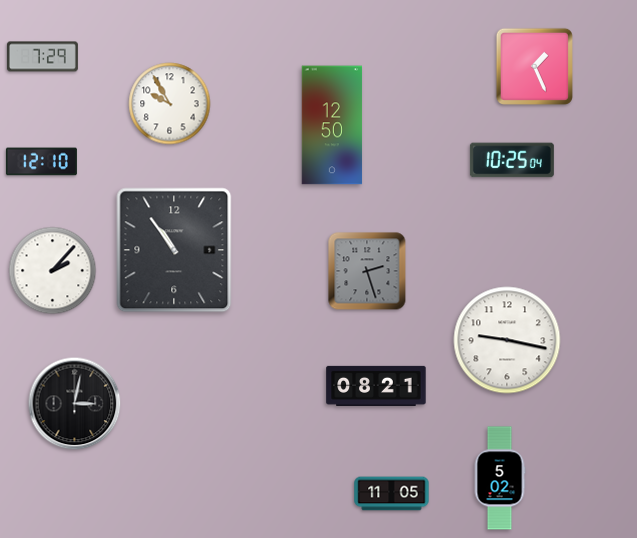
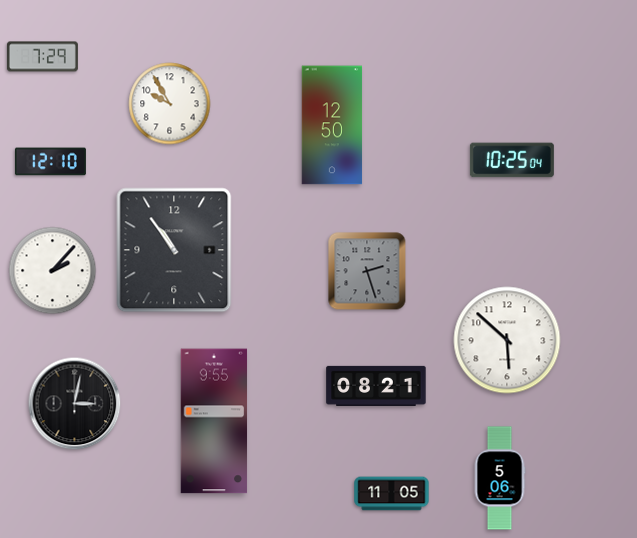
clock at (534, 66): 1:26 -> none
clock at (41, 162) position: (41, 162) -> (50, 162)
clock at (507, 340): 9:17 -> 5:52
clock at (214, 421): none -> 9:55
clock at (500, 478): 5:02 -> 5:06
